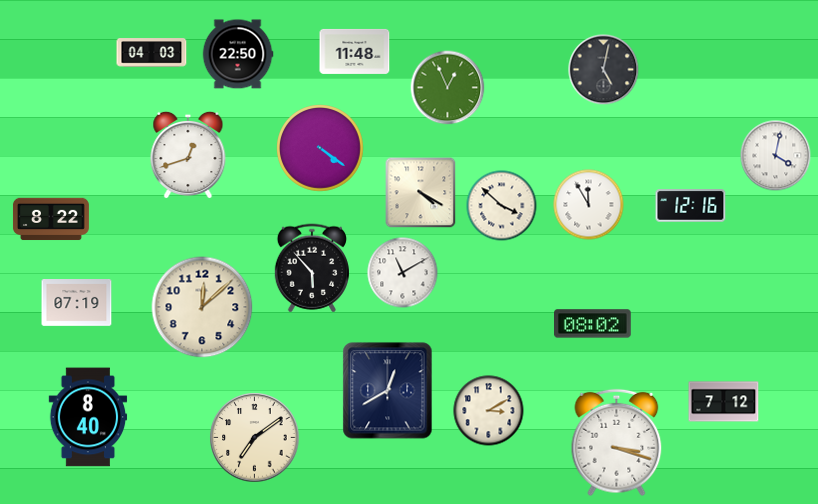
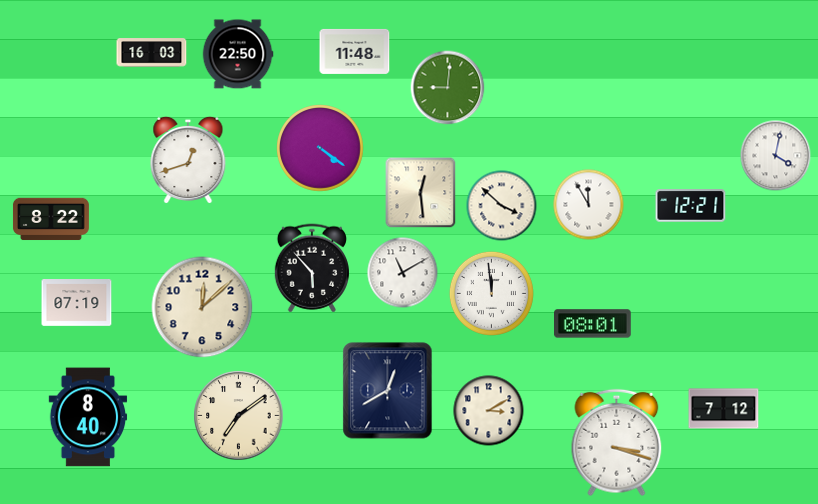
clock at (152, 53): 04:03 -> 16:03
clock at (604, 70): 5:02 -> none
clock at (448, 88): 12:56 -> 9:01
clock at (188, 155) position: (188, 155) -> (188, 160)
clock at (421, 193): 4:20 -> 12:29
clock at (691, 206): 12:16 -> 12:21
clock at (491, 293): none -> 11:59
clock at (593, 324): 08:02 -> 08:01
clock at (724, 402) position: (724, 402) -> (724, 409)
clock at (255, 438) position: (255, 438) -> (239, 416)
